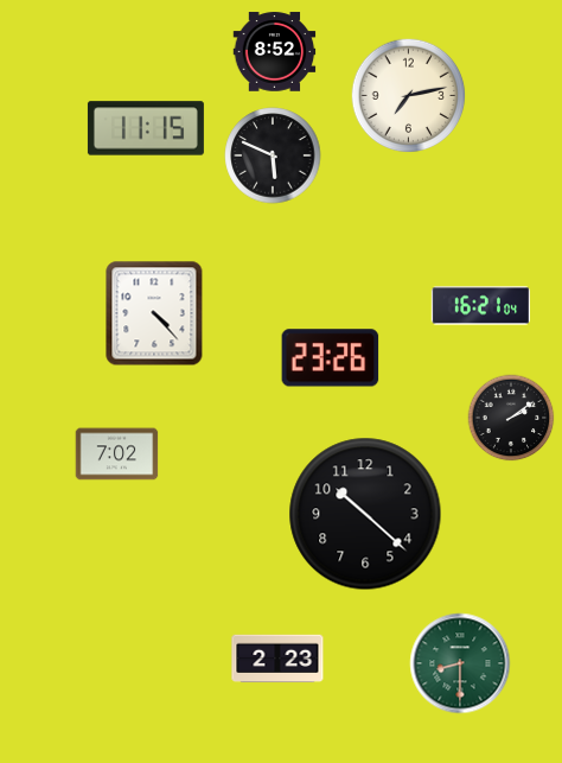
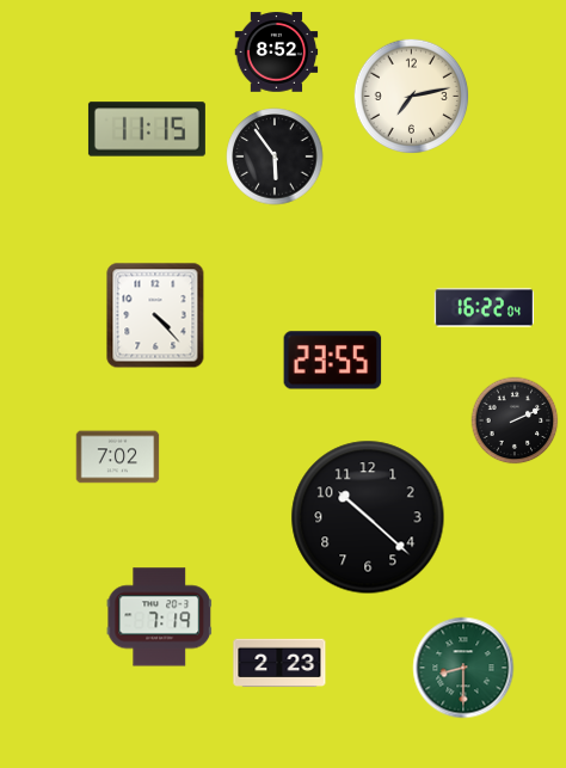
clock at (273, 155): 5:49 -> 5:54
clock at (480, 306): 16:21 -> 16:22
clock at (331, 358): 23:26 -> 23:55
clock at (511, 418): 2:09 -> 2:11
clock at (160, 618): none -> 7:19
